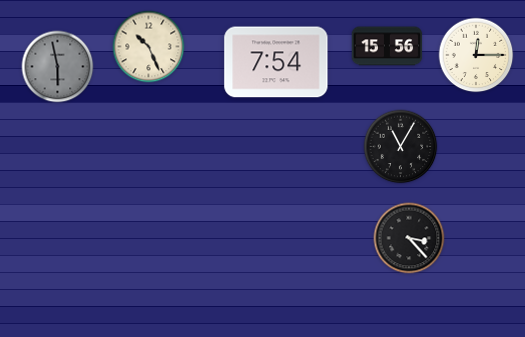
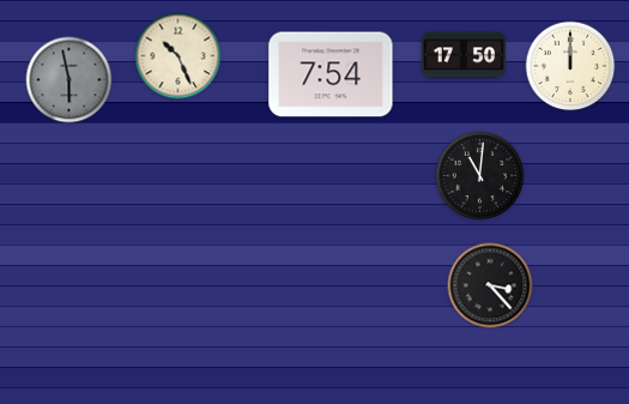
clock at (387, 46): 15:56 -> 17:50
clock at (476, 55): 12:15 -> 12:00
clock at (401, 147): 11:05 -> 11:01
